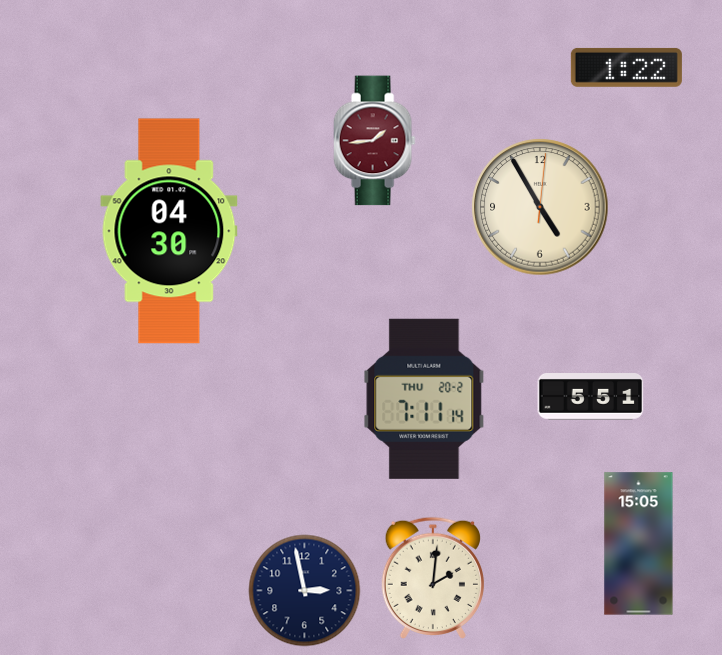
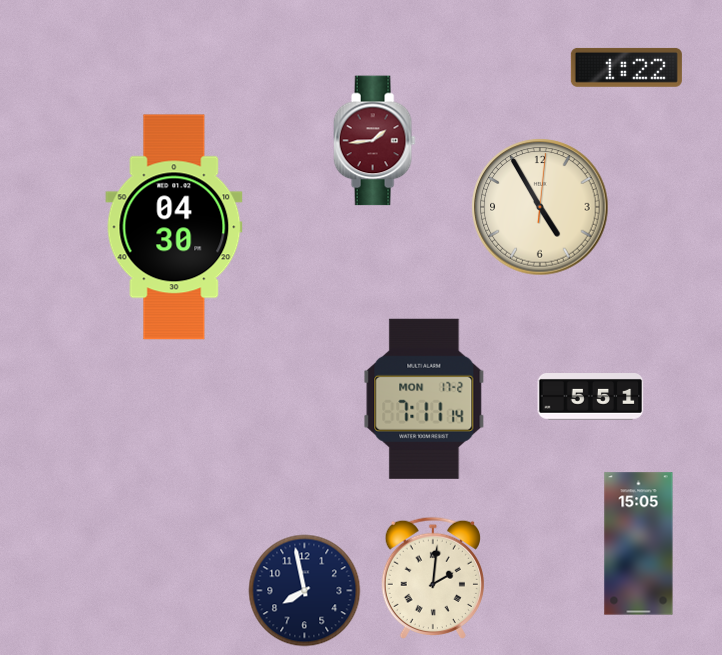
clock at (169, 231) position: (169, 231) -> (174, 227)
clock at (424, 399) date: THU 20-2 -> MON 17-2
clock at (305, 591): 2:58 -> 7:58
